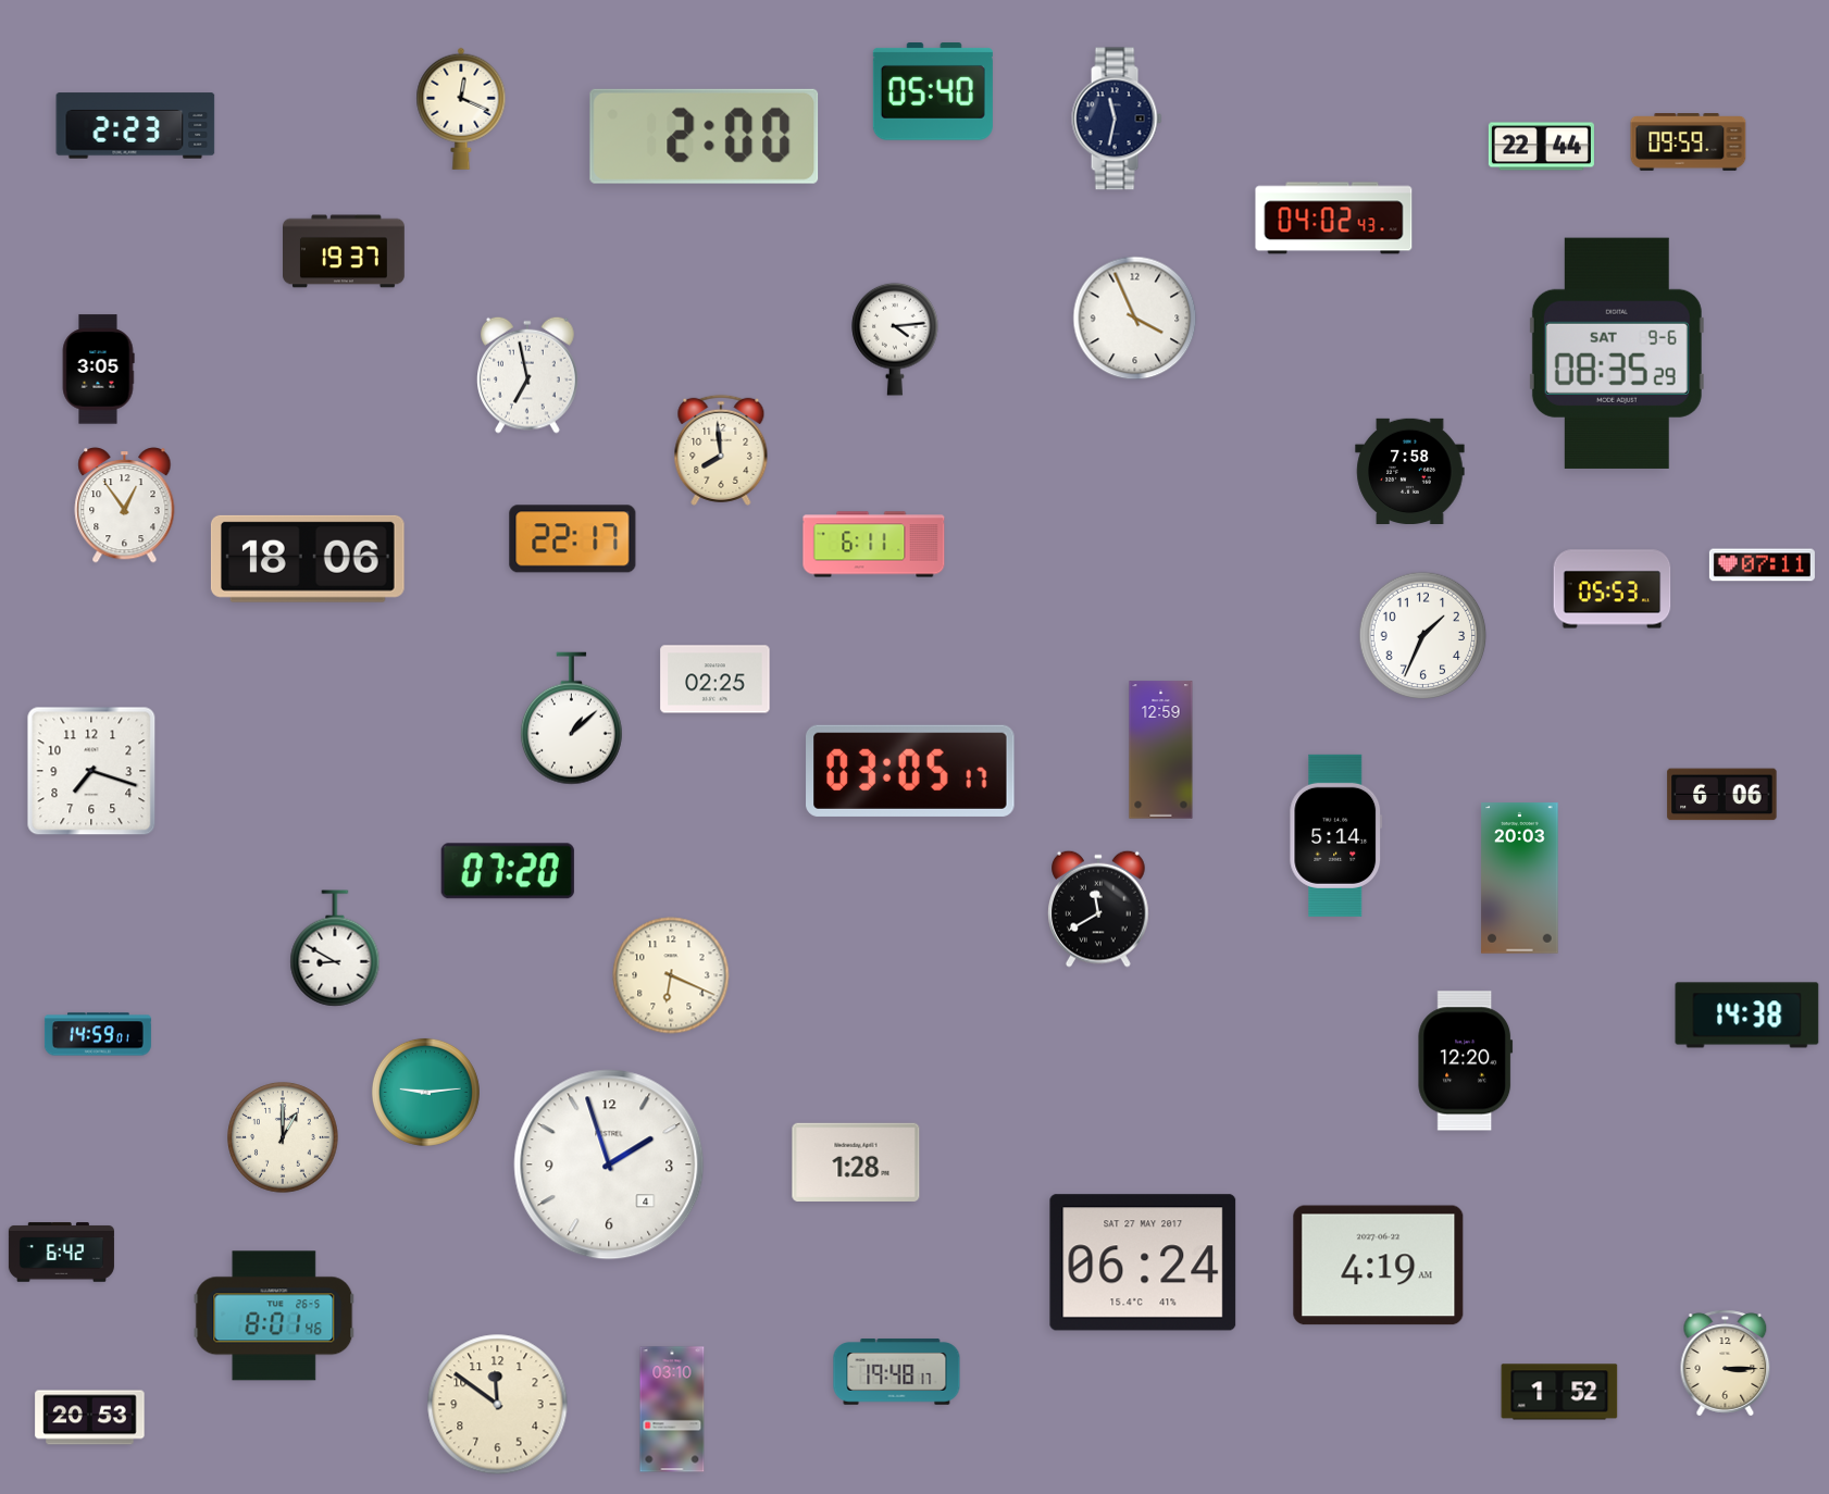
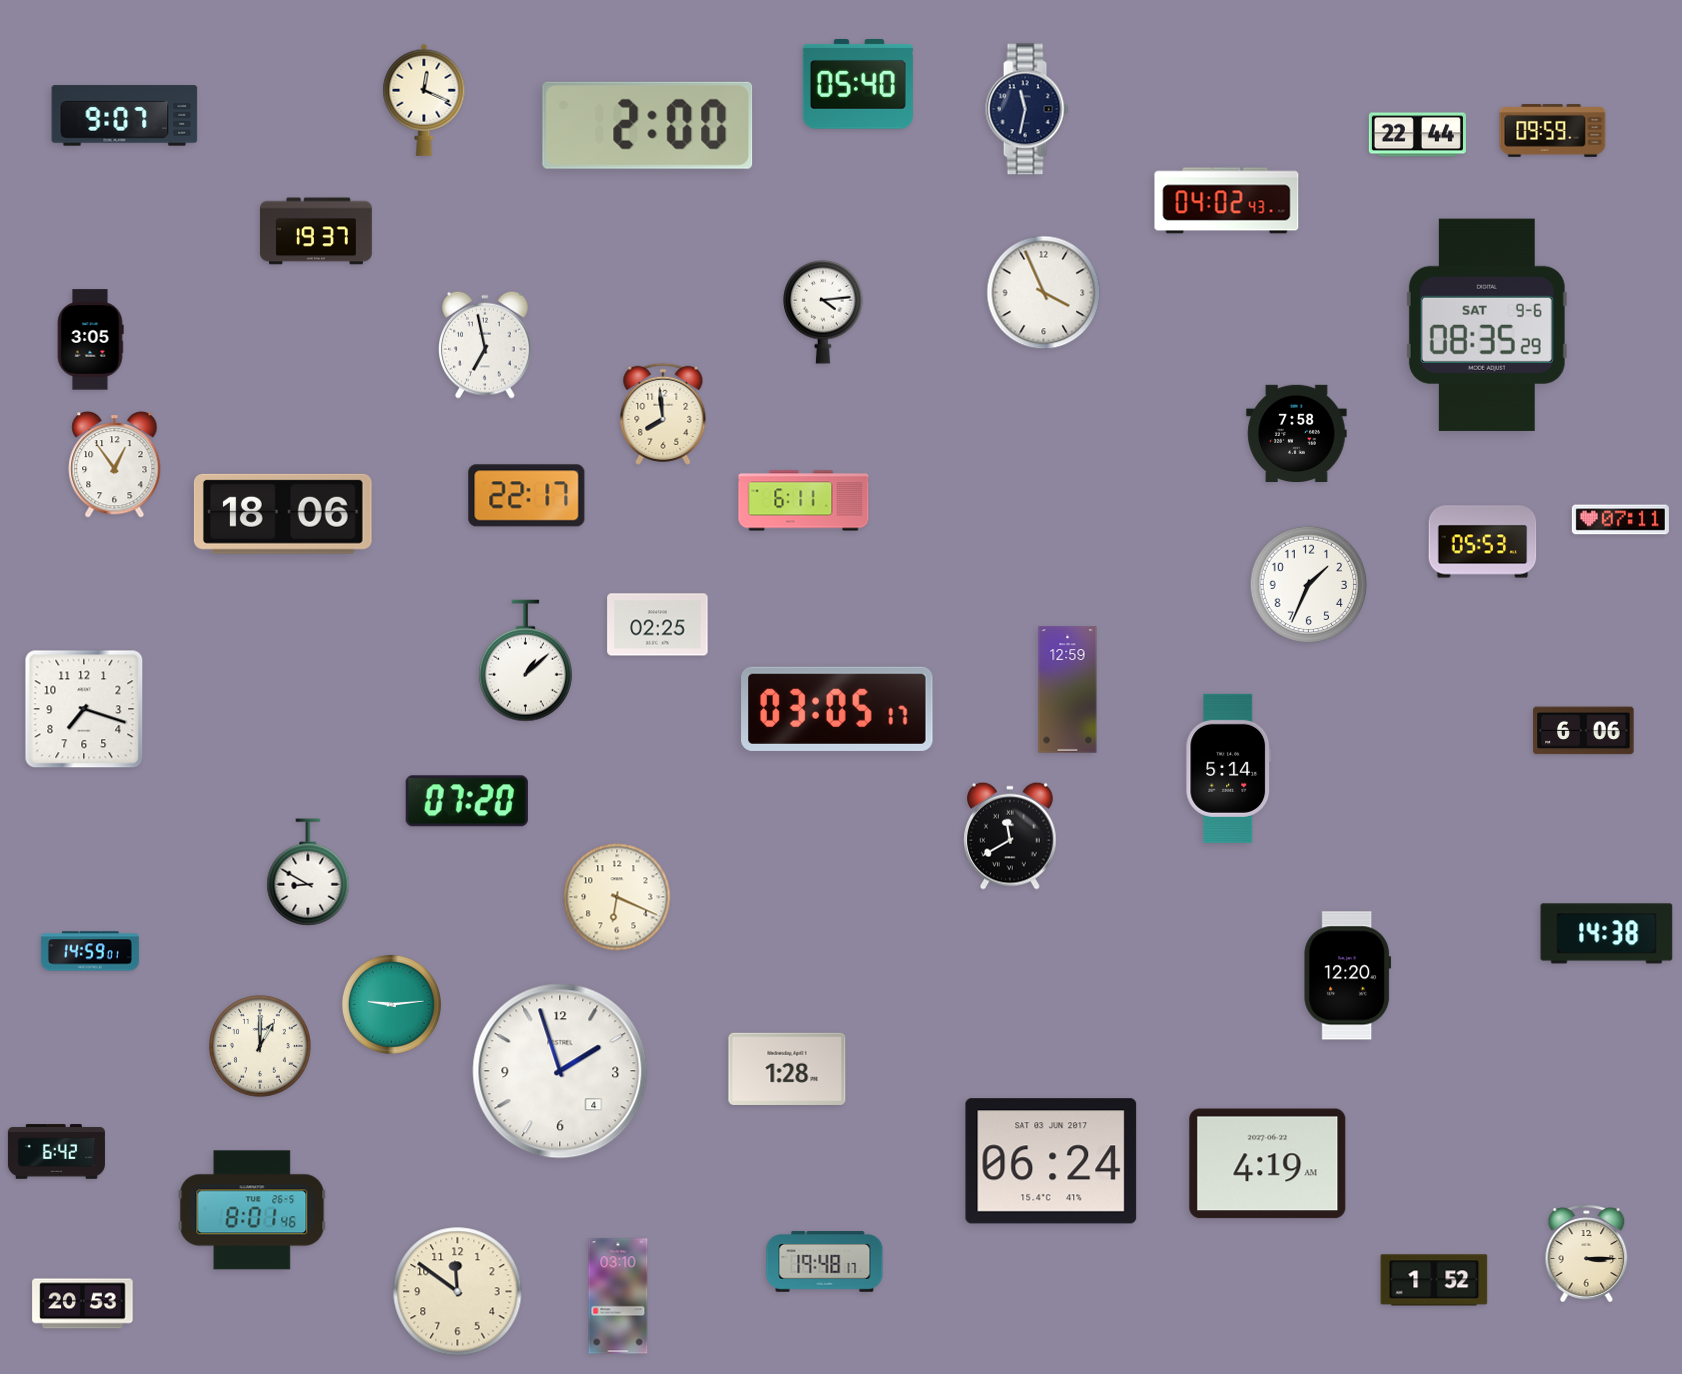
clock at (136, 126): 2:23 -> 9:07
clock at (1520, 879): 20:03 -> none
clock at (1143, 1262) date: SAT 27 MAY 2017 -> SAT 03 JUN 2017
